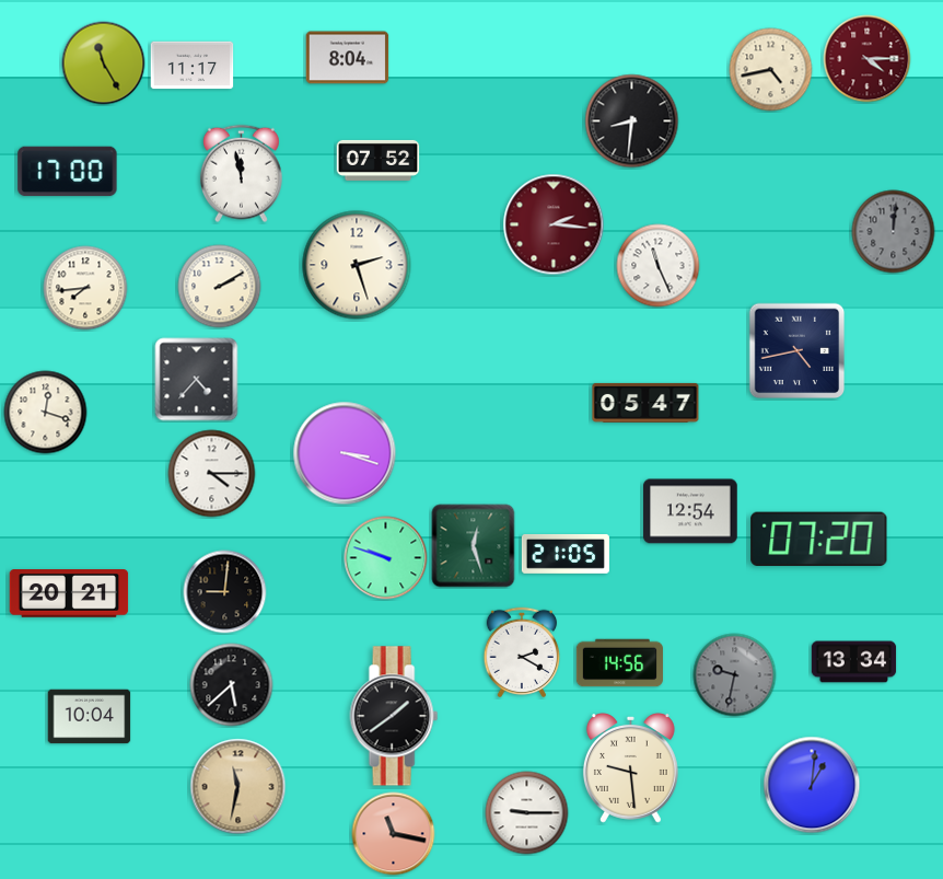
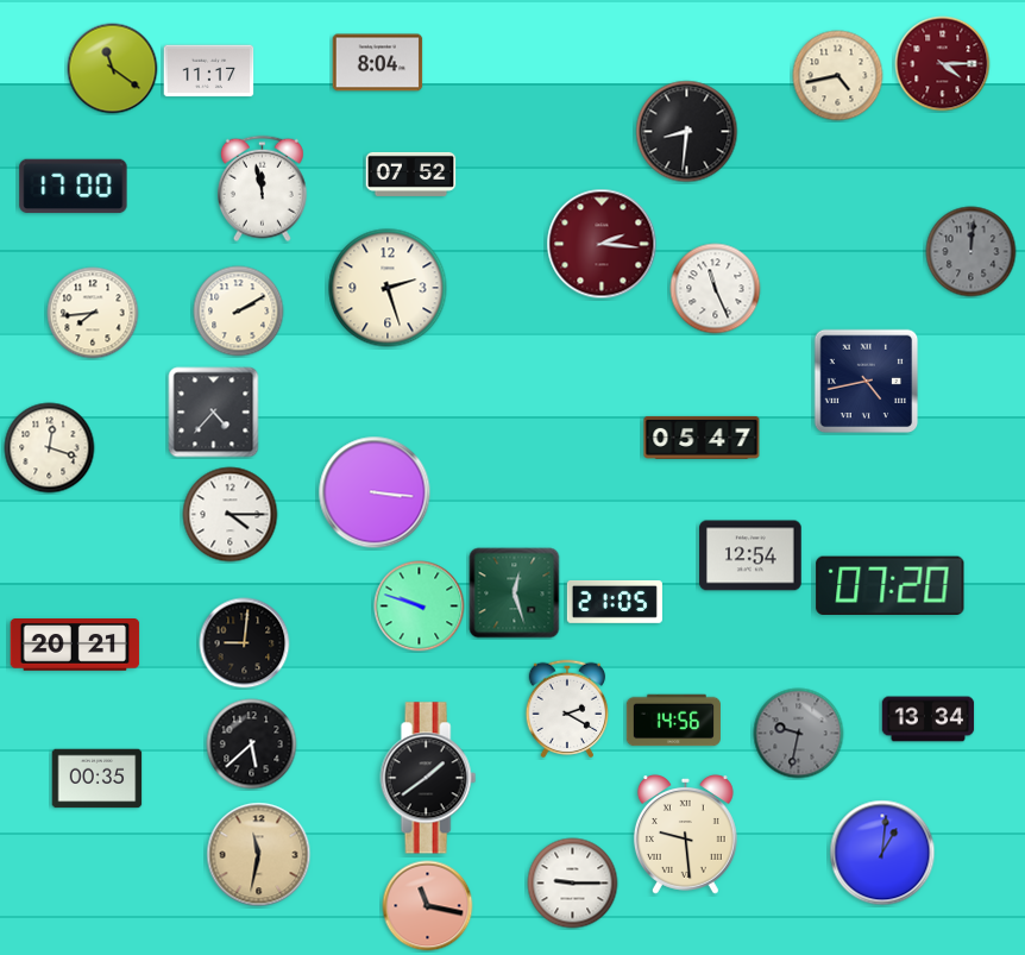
clock at (104, 63): 11:25 -> 11:21
clock at (345, 453): 3:18 -> 3:16
clock at (90, 717): 10:04 -> 00:35
